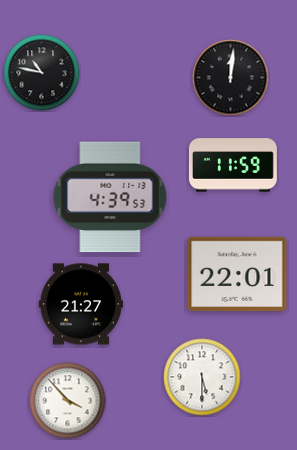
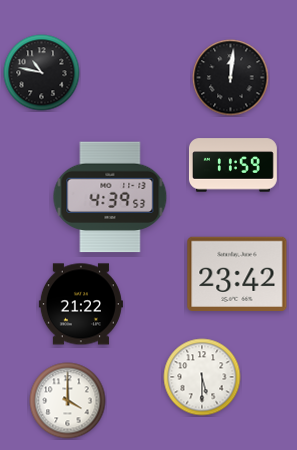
clock at (237, 274): 22:01 -> 23:42
clock at (81, 304): 21:27 -> 21:22
clock at (68, 401): 3:53 -> 4:00
